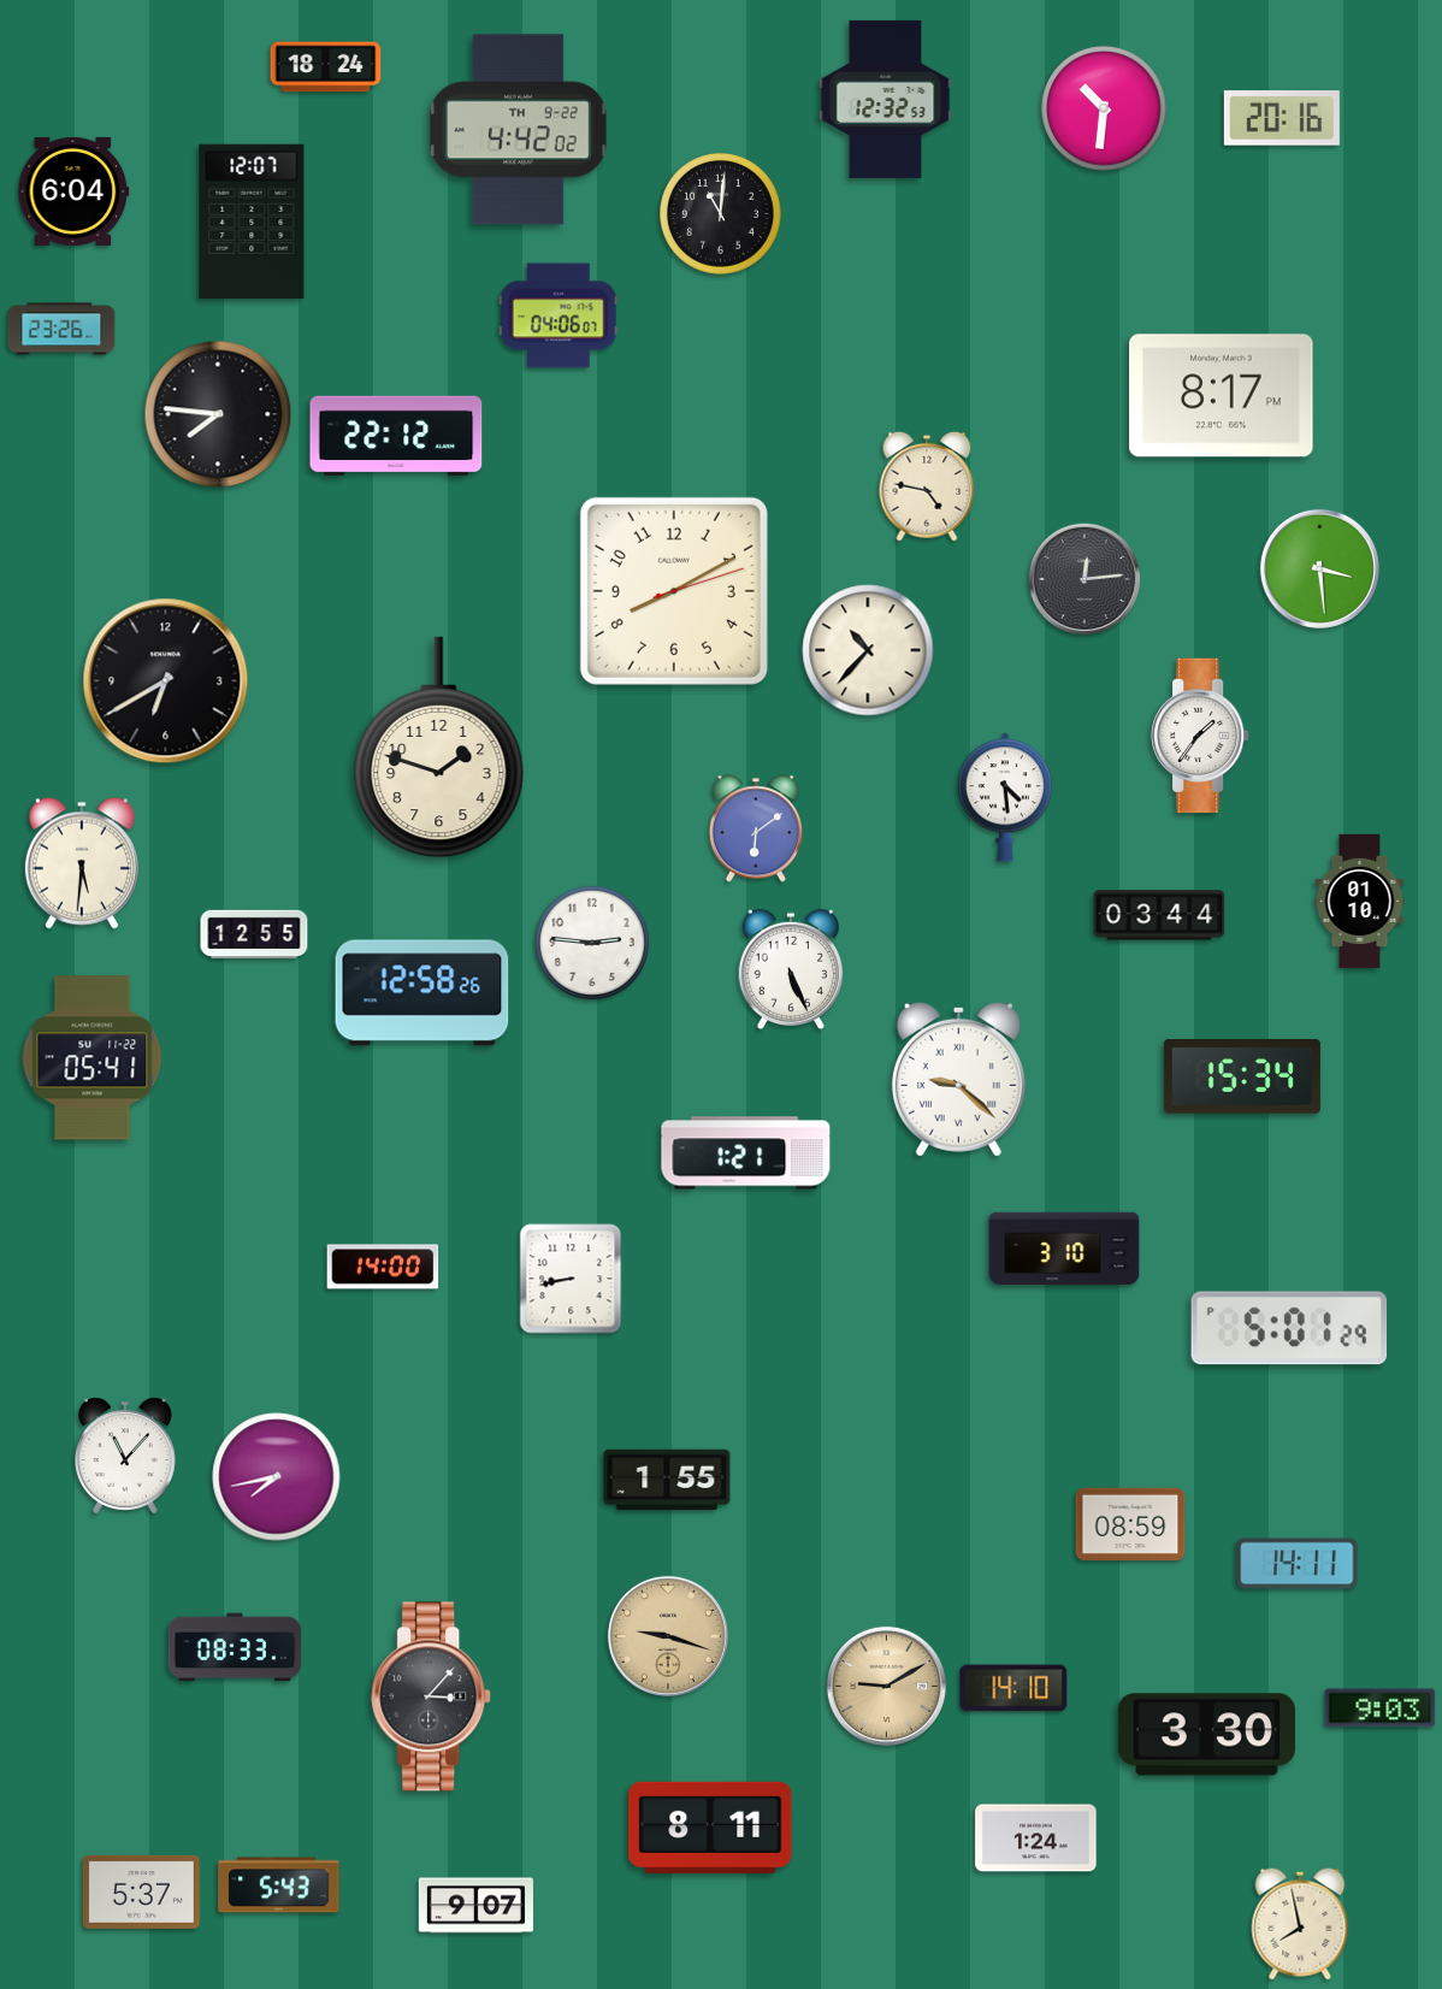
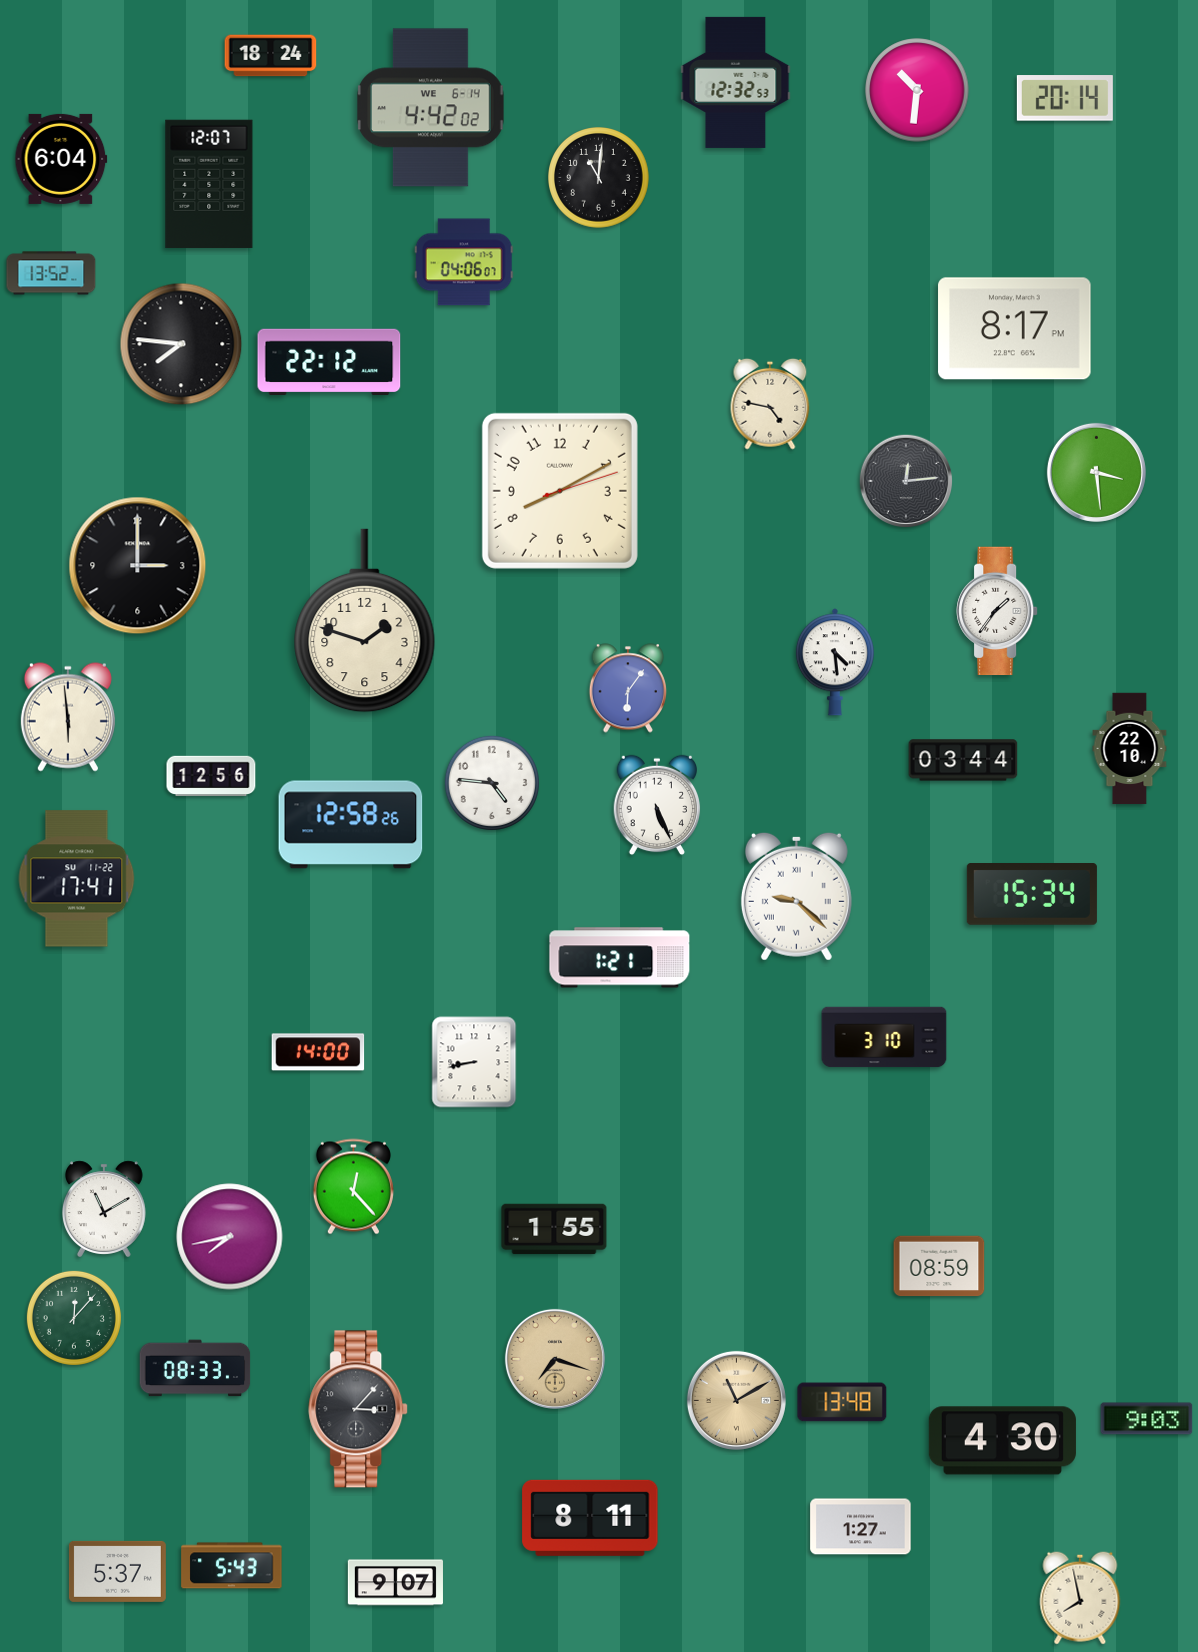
clock at (1282, 118): 20:16 -> 20:14
clock at (519, 130) date: TH 9-22 -> WE 6-14
clock at (61, 329): 23:26 -> 13:52
clock at (1085, 579) position: (1085, 579) -> (906, 481)
clock at (868, 650): 10:37 -> none
clock at (166, 681): 6:40 -> 3:00
clock at (755, 828): 6:09 -> 6:06
clock at (82, 863): 5:31 -> 5:59
clock at (1360, 902): 01:10 -> 22:10
clock at (254, 934): 12:55 -> 12:56
clock at (592, 943): 2:46 -> 4:46
clock at (93, 1058): 05:41 -> 17:41
clock at (1289, 1328): 5:01 -> none
clock at (353, 1187): none -> 12:23
clock at (125, 1456): 11:07 -> 11:10
clock at (277, 1477) position: (277, 1477) -> (230, 1237)
clock at (1298, 1564): 14:11 -> none
clock at (74, 1318): none -> 12:07
clock at (668, 1636): 9:18 -> 7:18
clock at (886, 1686): 9:10 -> 11:10
clock at (1013, 1688): 14:10 -> 13:48
clock at (1206, 1735): 3:30 -> 4:30
clock at (1036, 1839): 1:24 -> 1:27
